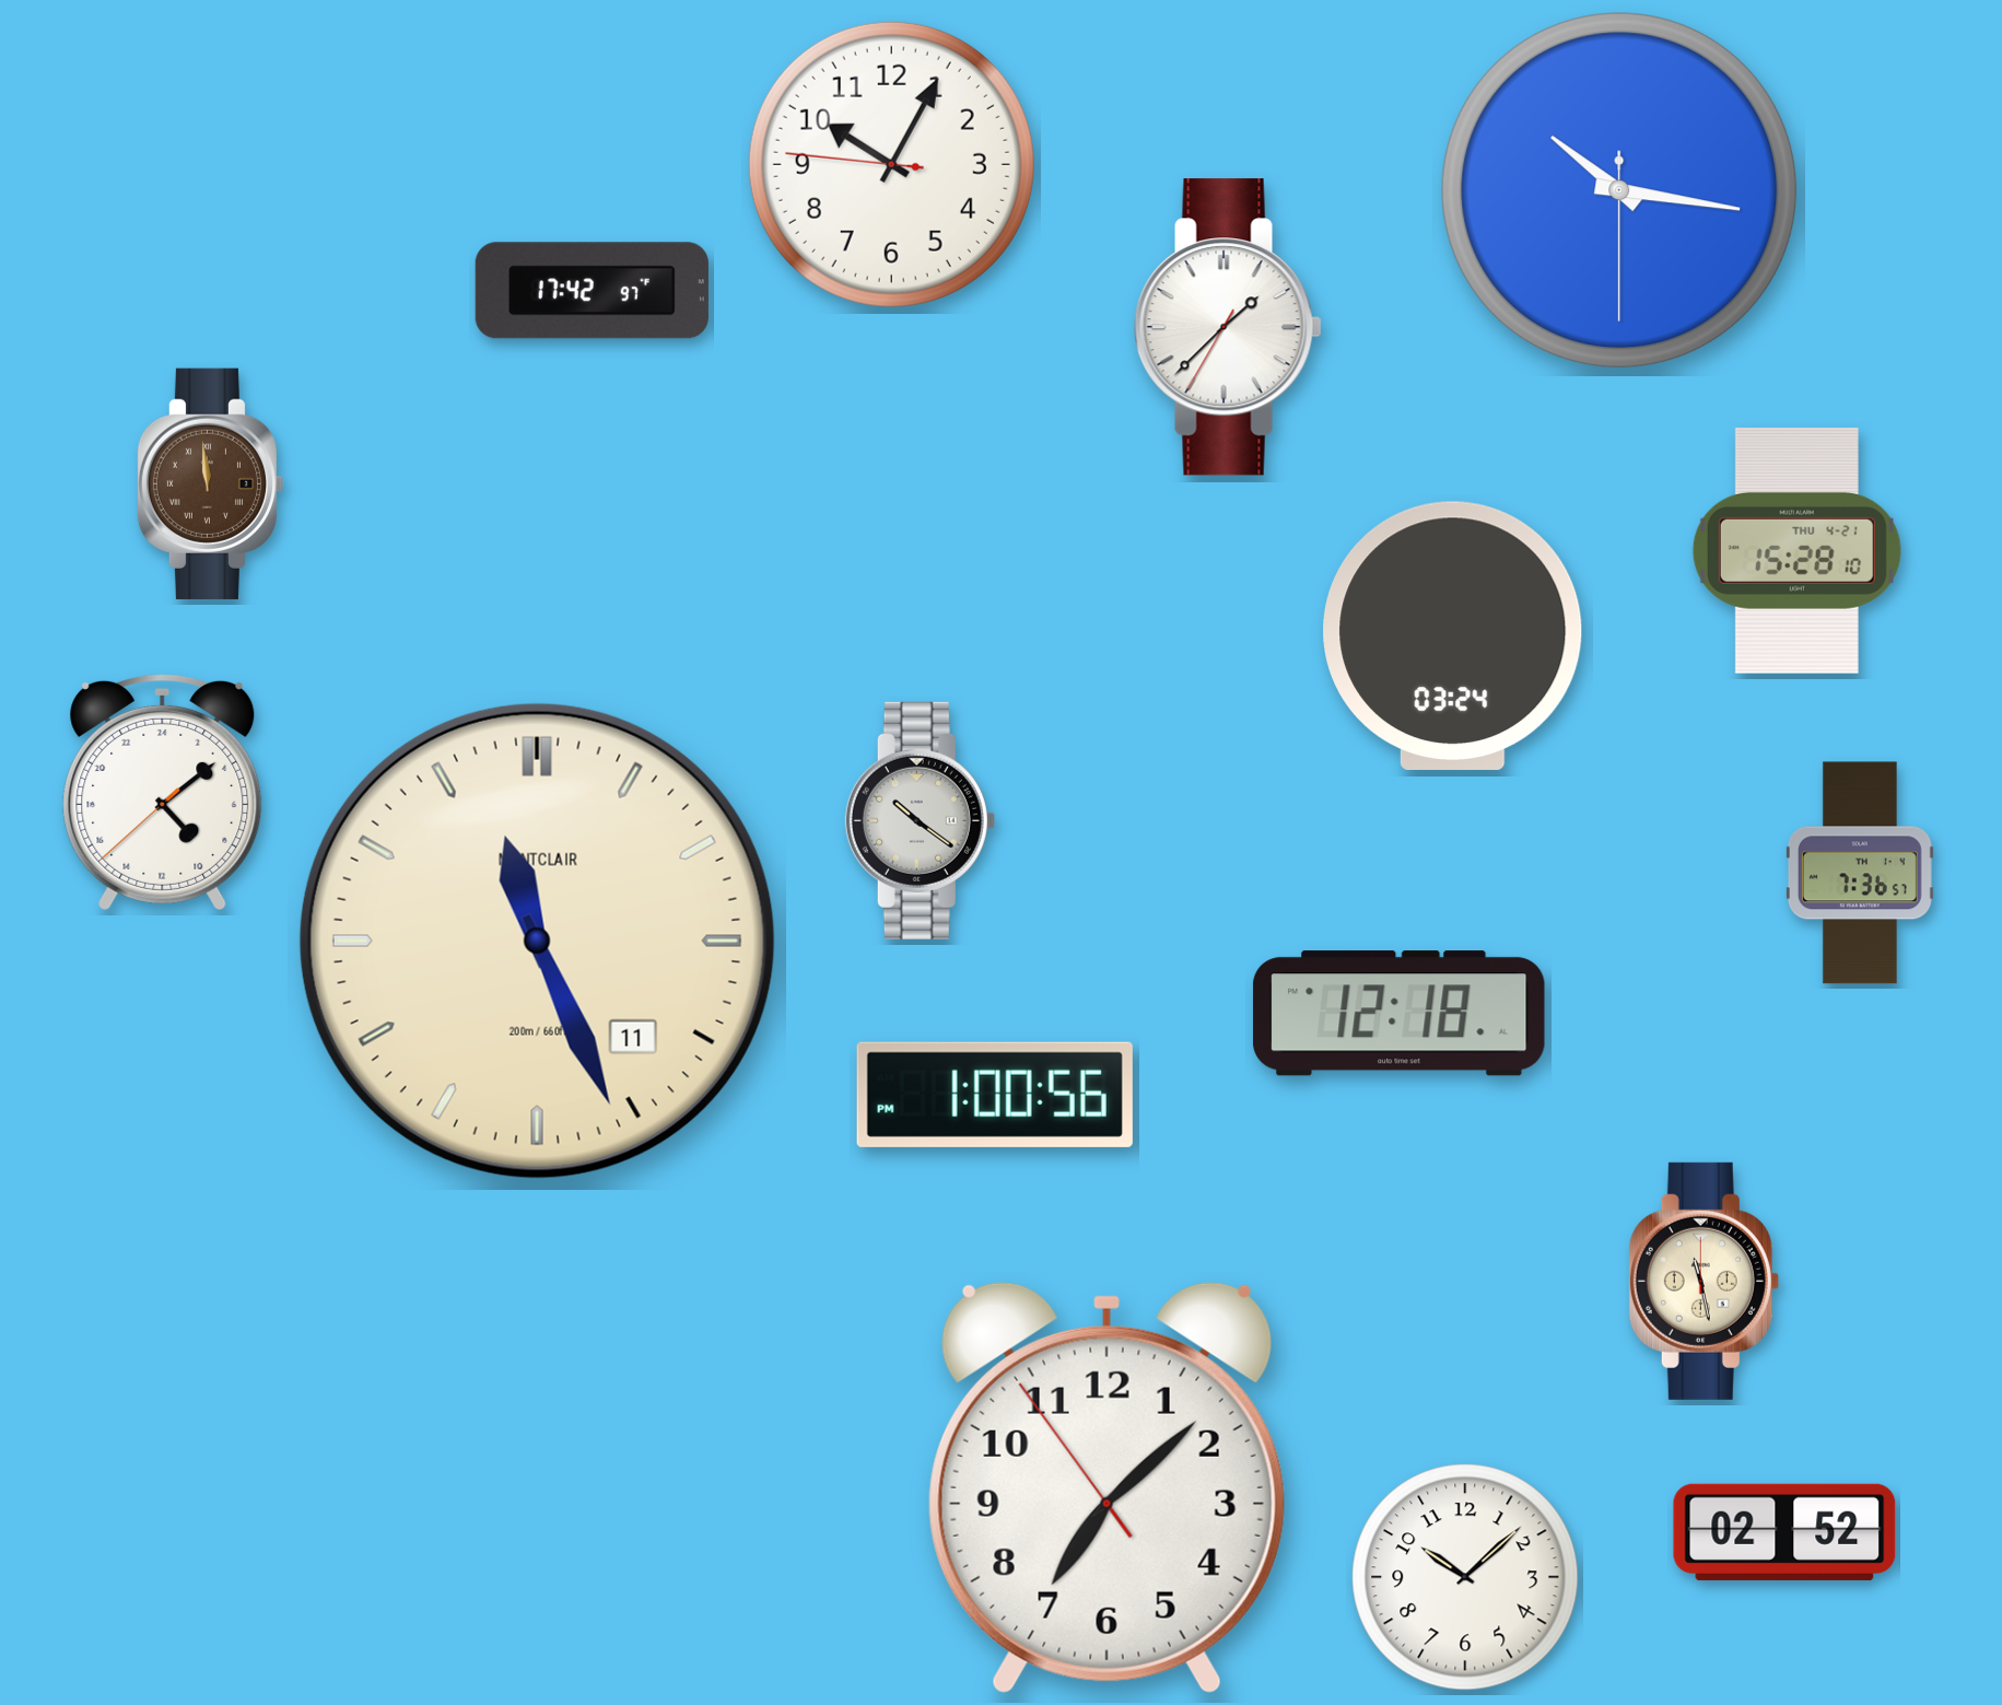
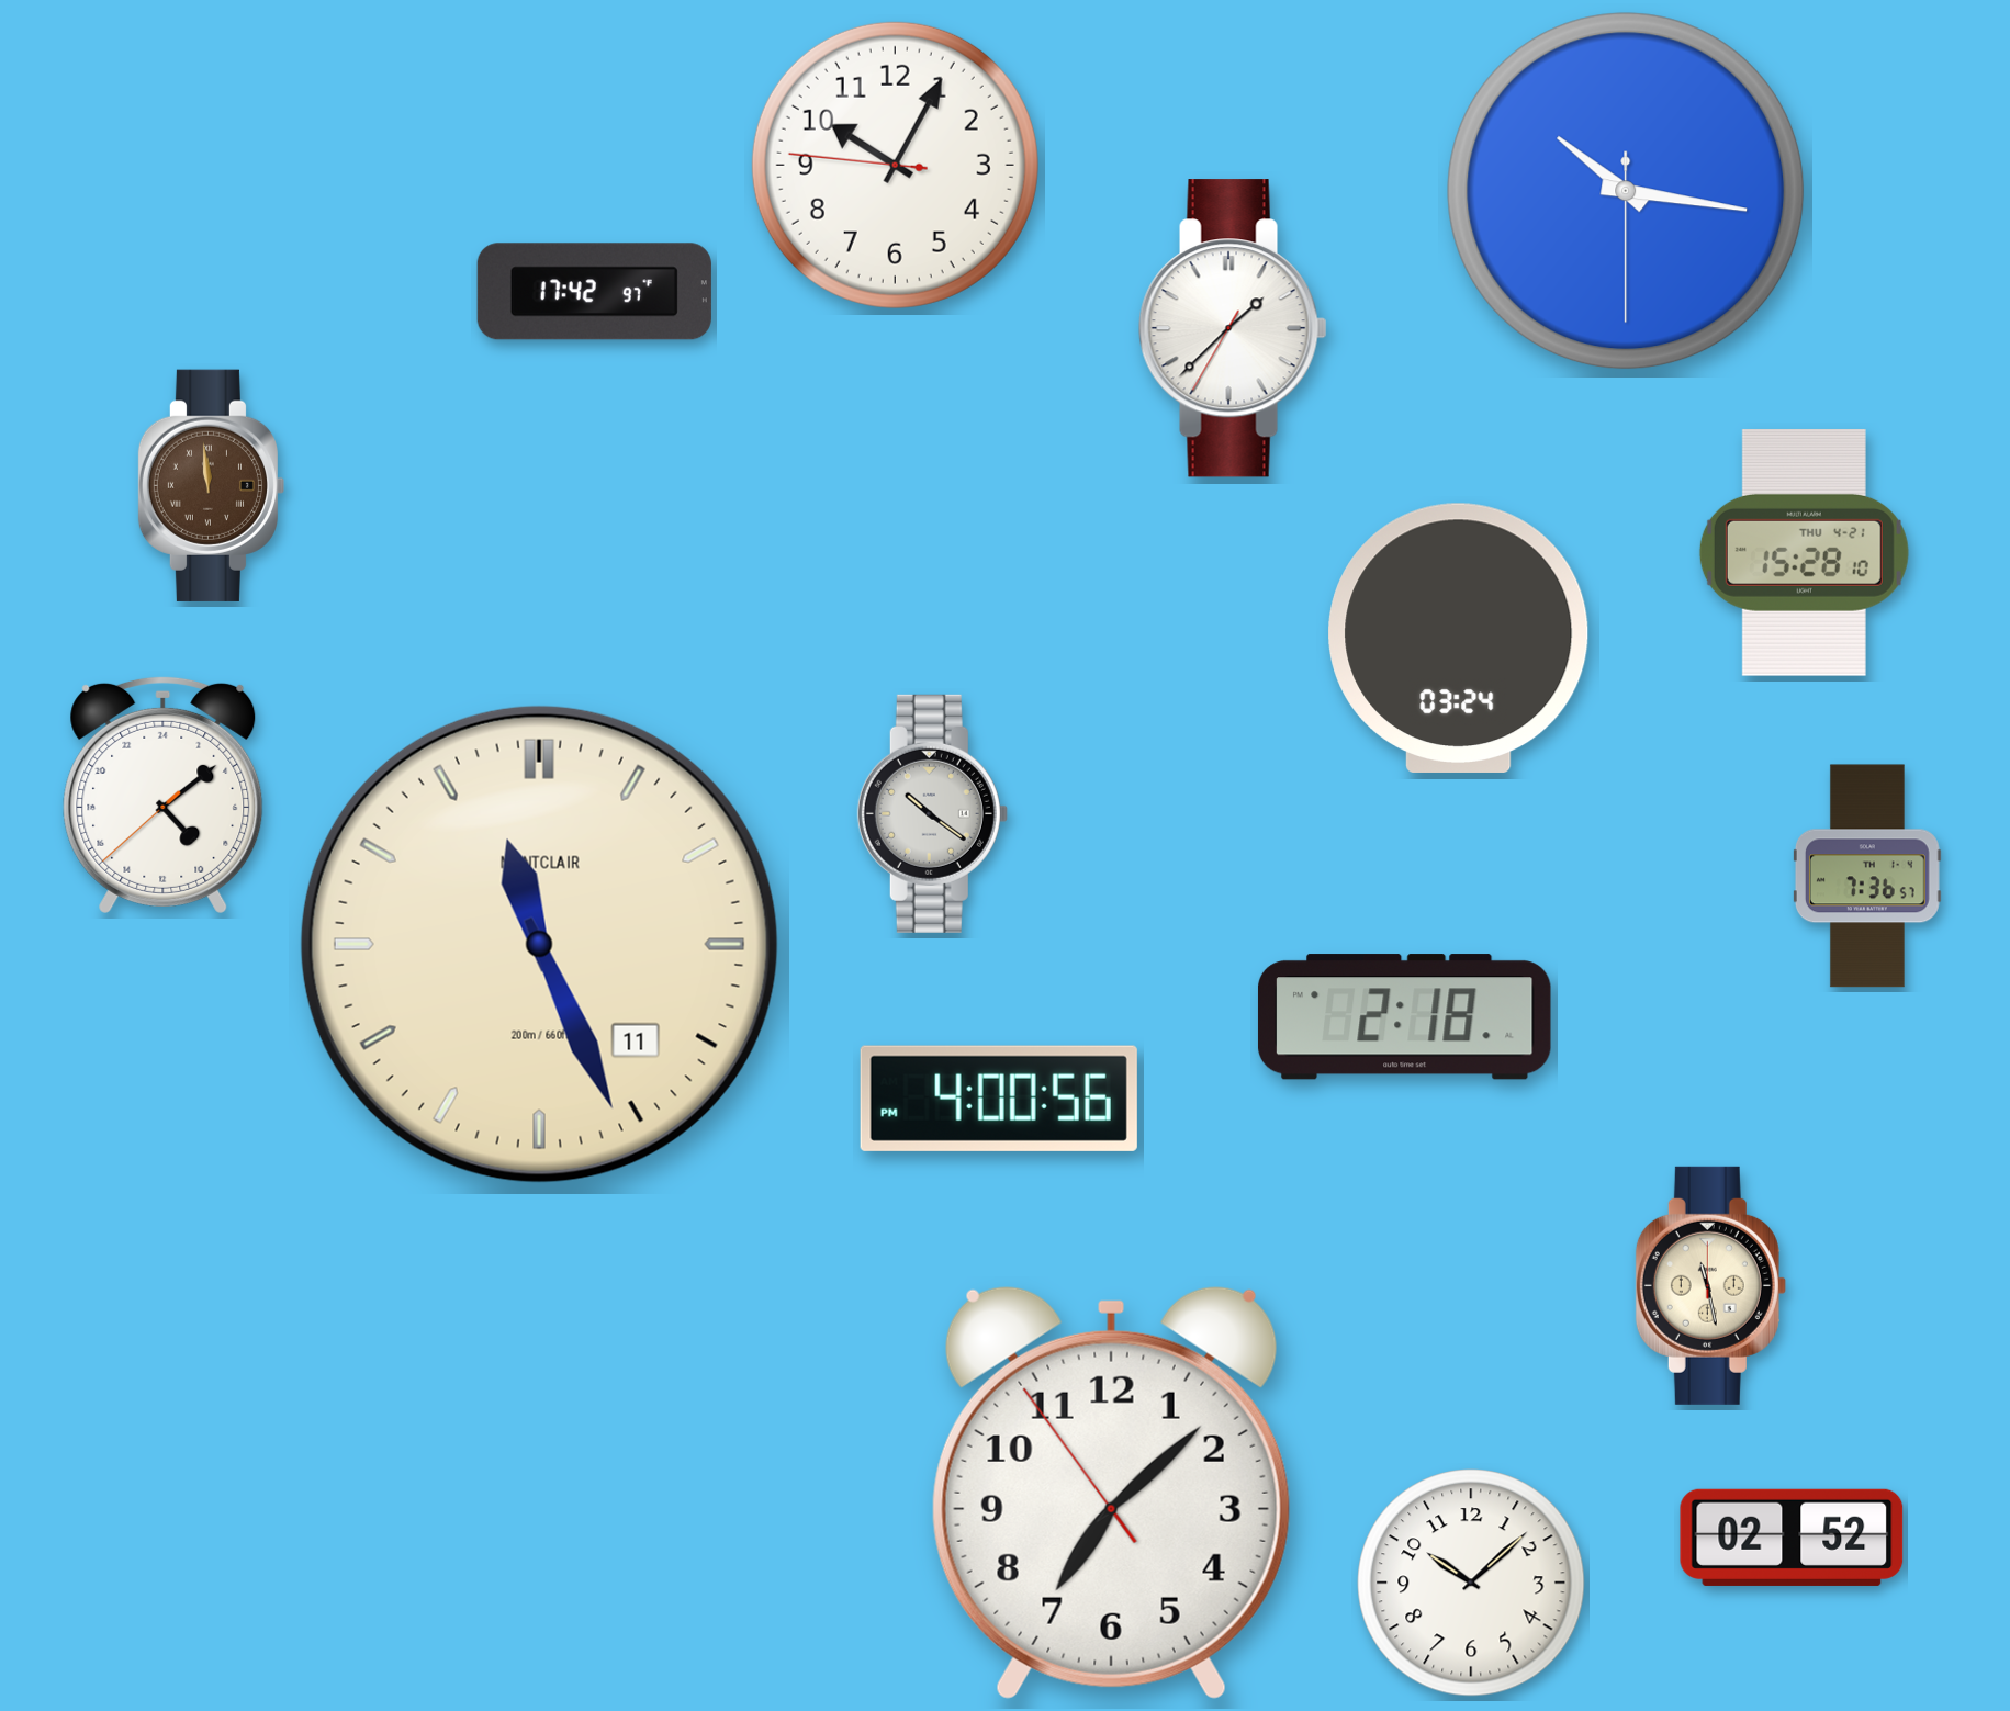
clock at (920, 820) position: (920, 820) -> (932, 813)
clock at (1398, 1014): 12:18 -> 2:18
clock at (995, 1095): 1:00 -> 4:00
